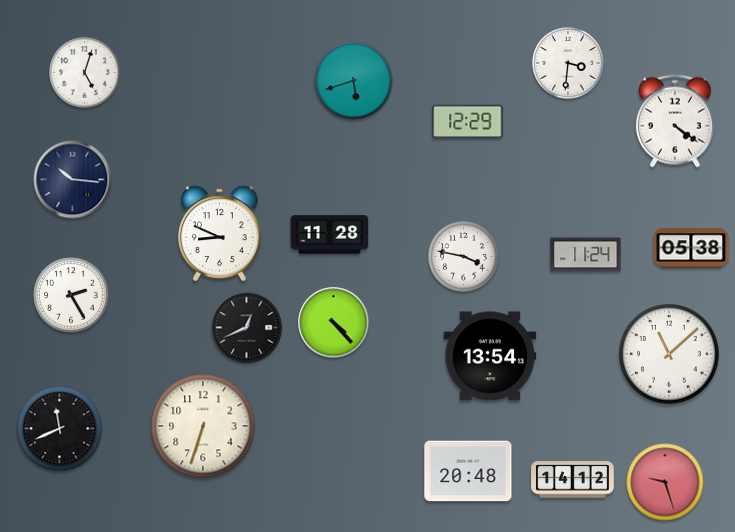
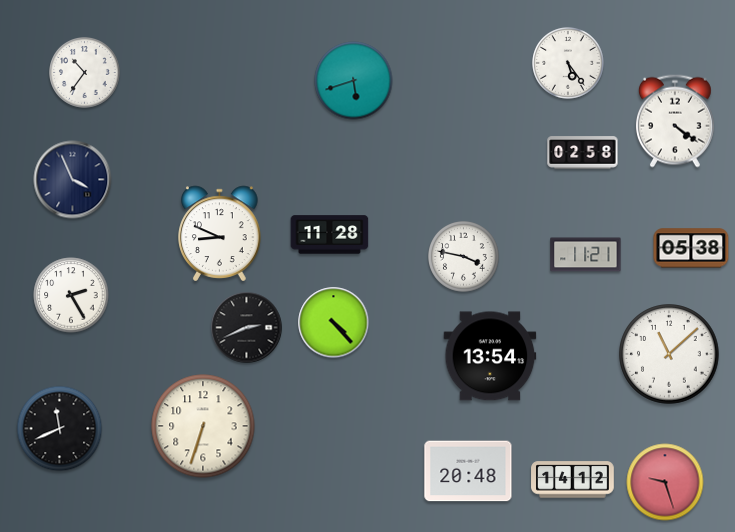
clock at (568, 63): 3:31 -> 5:24
clock at (85, 73): 5:03 -> 10:36
clock at (468, 122): 12:29 -> none
clock at (583, 153): none -> 02:58
clock at (73, 180): 10:16 -> 3:56
clock at (586, 255): 11:24 -> 11:21
clock at (247, 328): 12:41 -> 2:41
